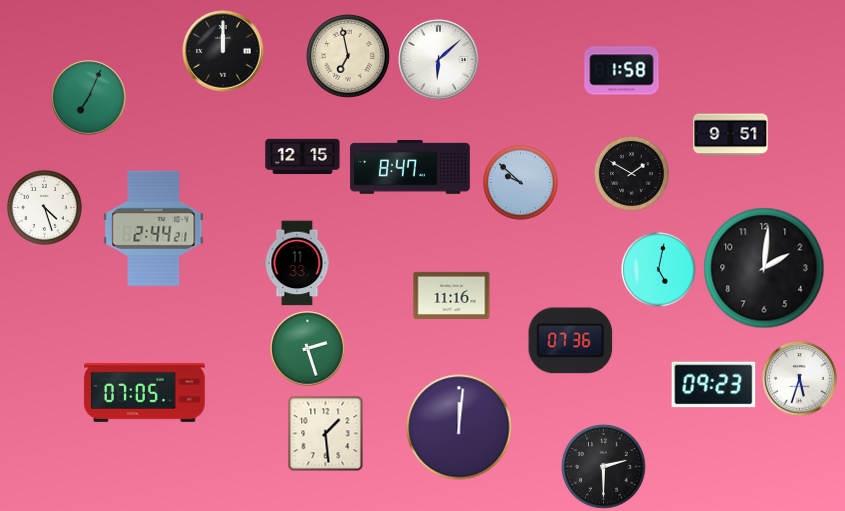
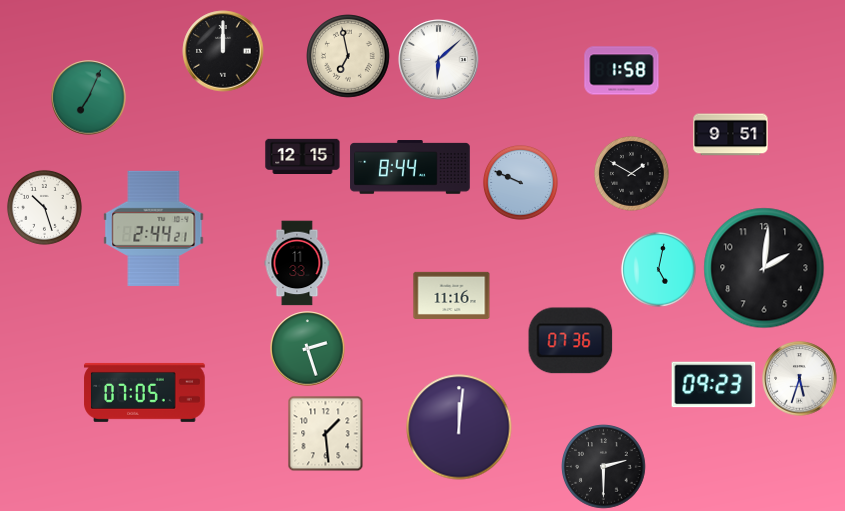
clock at (410, 167): 8:47 -> 8:44
clock at (520, 182): 9:52 -> 9:49
clock at (44, 207): 4:27 -> 10:27
